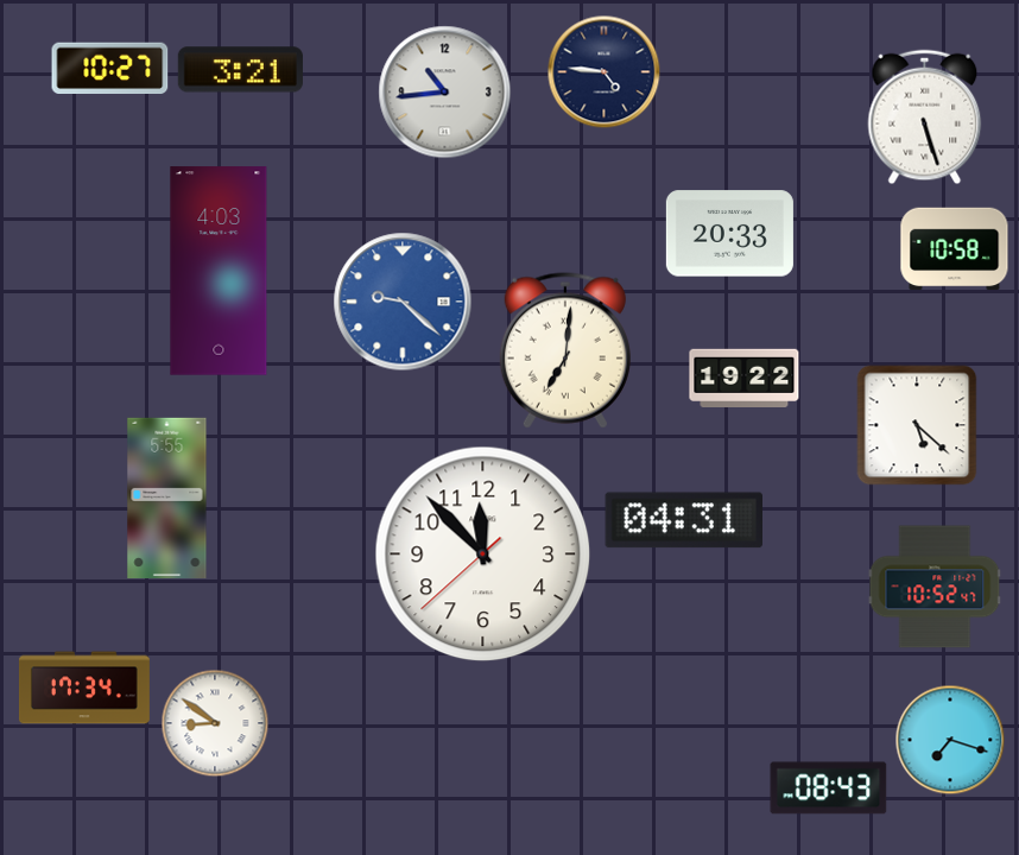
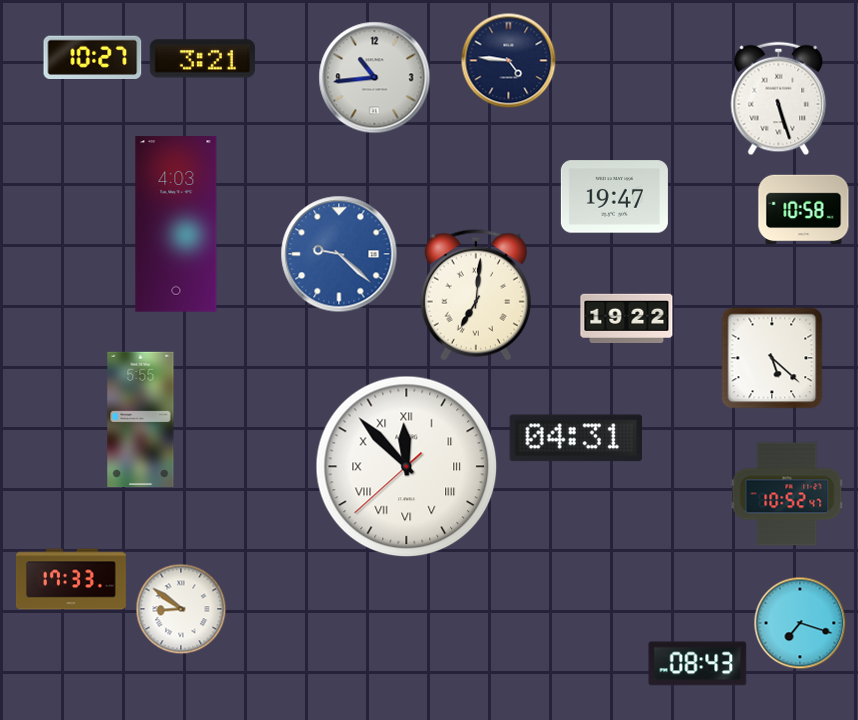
clock at (729, 234): 20:33 -> 19:47
clock at (219, 271) position: (219, 271) -> (176, 224)
clock at (483, 555) numerals: Arabic -> Roman
clock at (84, 688): 17:34 -> 17:33
